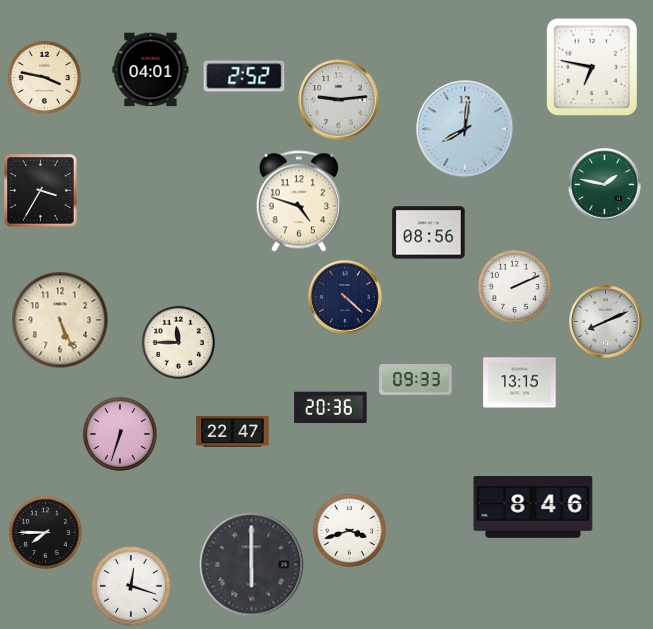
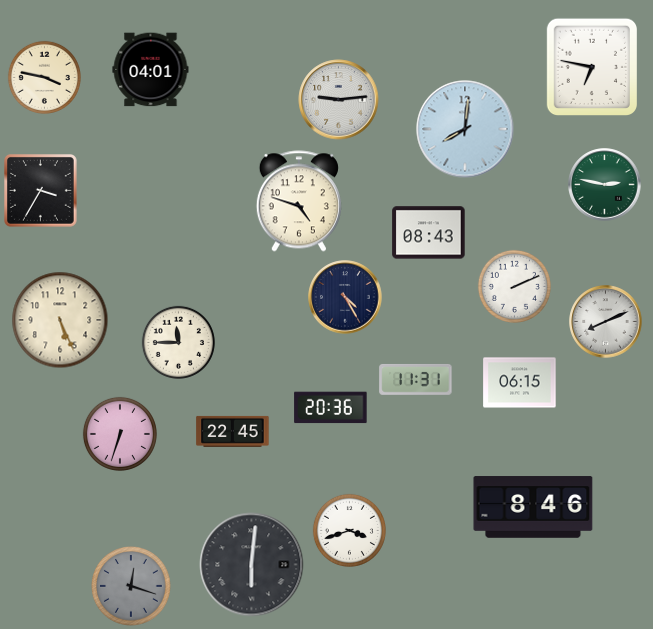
clock at (244, 76): 2:52 -> none
clock at (605, 185): 1:47 -> 2:47
clock at (429, 233): 08:56 -> 08:43
clock at (345, 297): 4:22 -> 4:25
clock at (416, 379): 09:33 -> 11:31
clock at (520, 383): 13:15 -> 06:15
clock at (233, 431): 22:47 -> 22:45
clock at (45, 532): 7:45 -> none
clock at (252, 565): 6:00 -> 6:01
clock at (132, 587) dial: white -> grey
